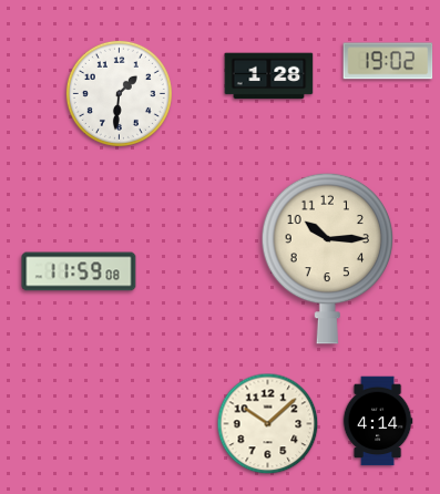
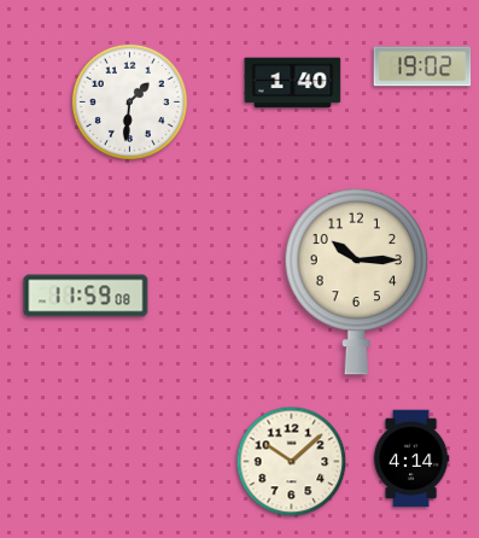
clock at (269, 76): 1:28 -> 1:40
